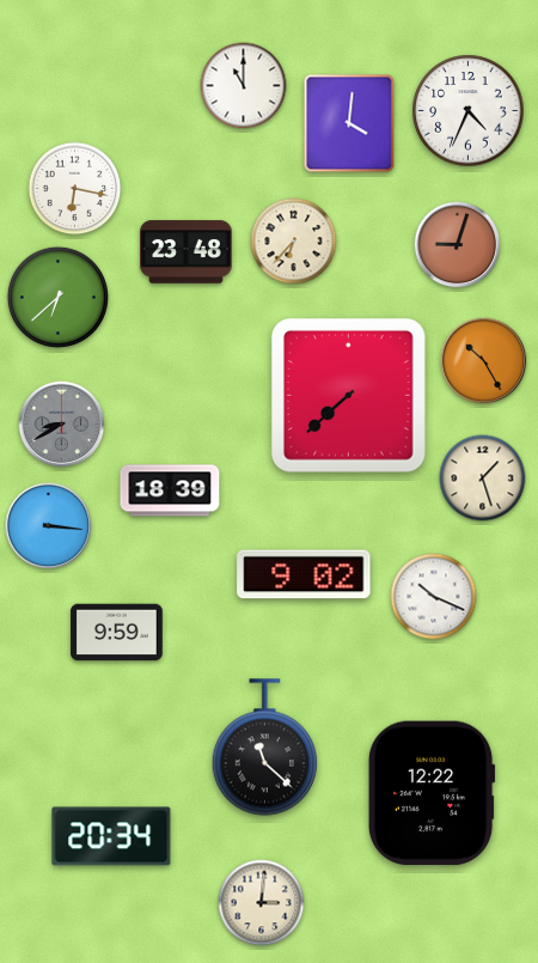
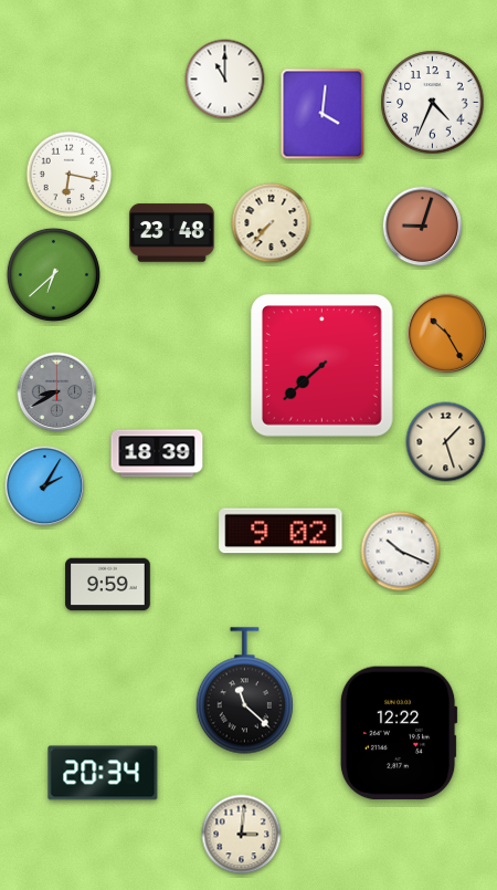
clock at (294, 242): 6:37 -> 7:37
clock at (49, 526): 3:16 -> 2:05
